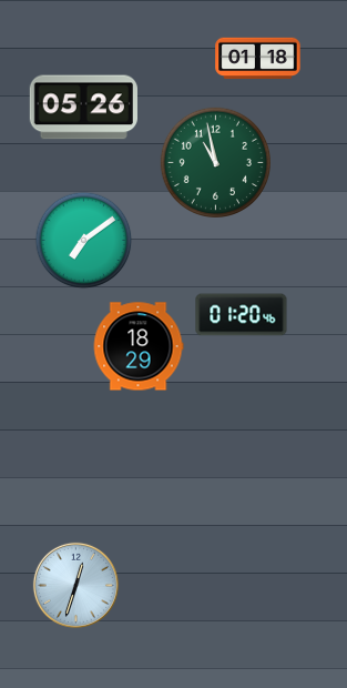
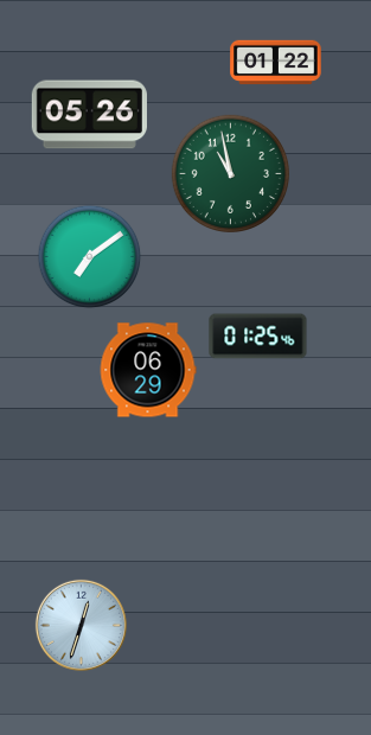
clock at (258, 59): 01:18 -> 01:22
clock at (242, 315): 01:20 -> 01:25
clock at (139, 346): 18:29 -> 06:29
